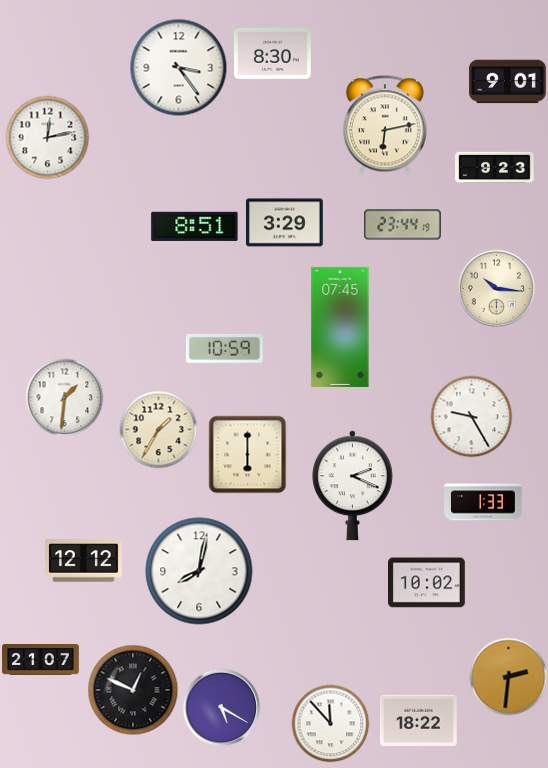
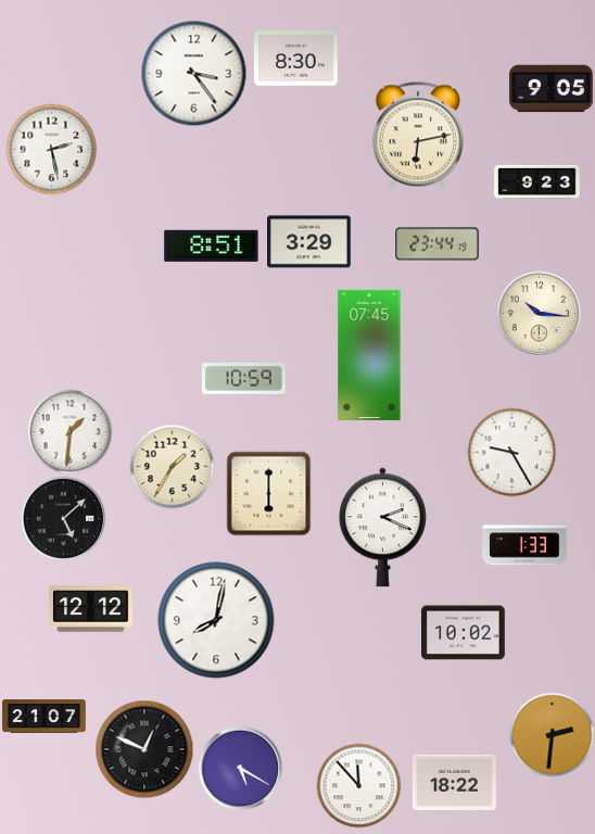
clock at (508, 82): 9:01 -> 9:05
clock at (47, 137): 12:13 -> 2:28
clock at (63, 518): none -> 5:08
